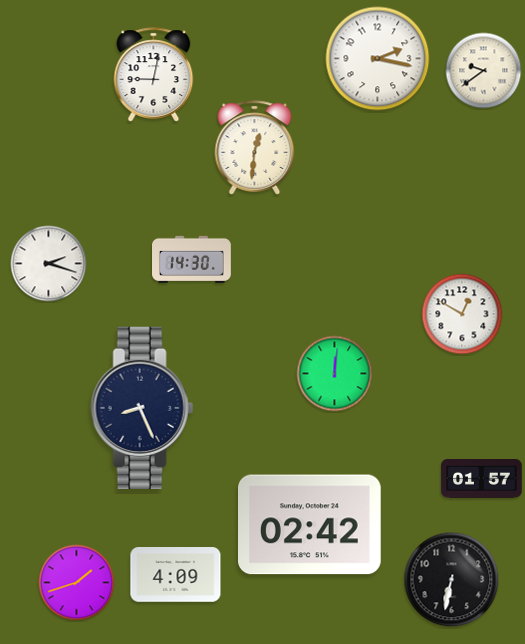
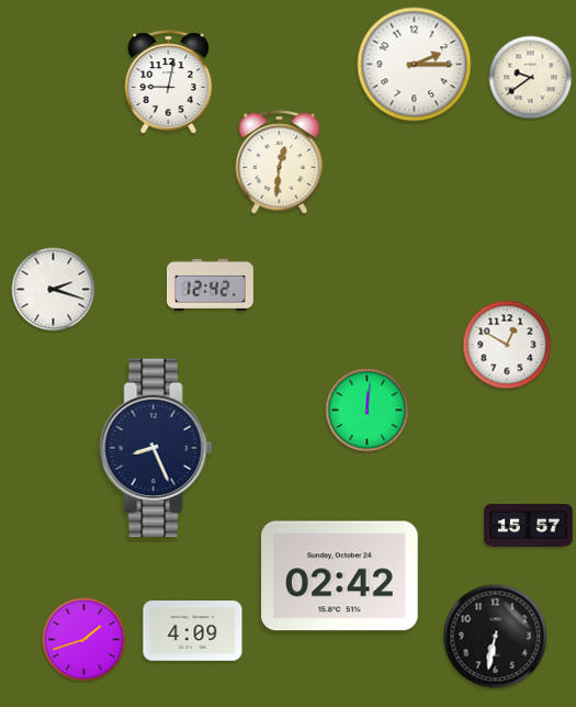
clock at (378, 59): 2:17 -> 2:15
clock at (192, 259): 14:30 -> 12:42
clock at (482, 479): 01:57 -> 15:57
